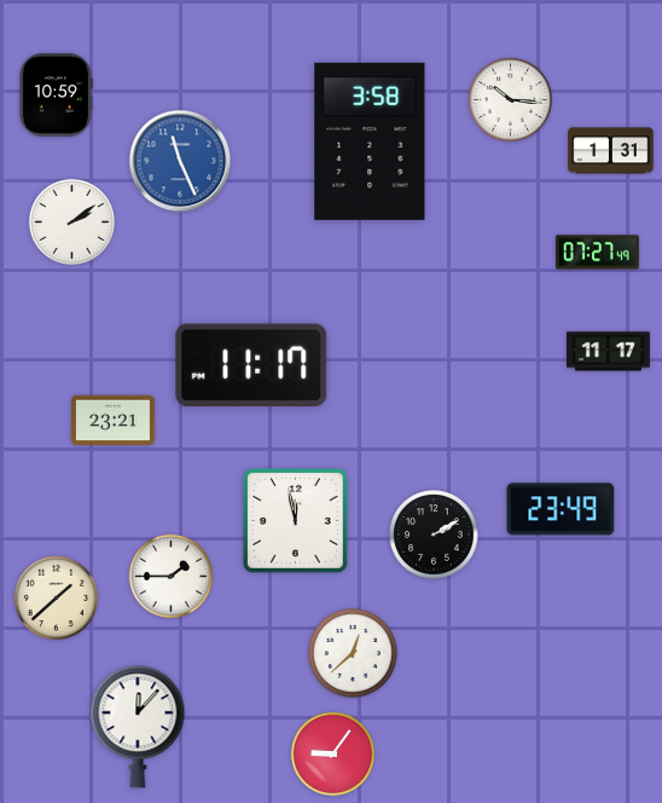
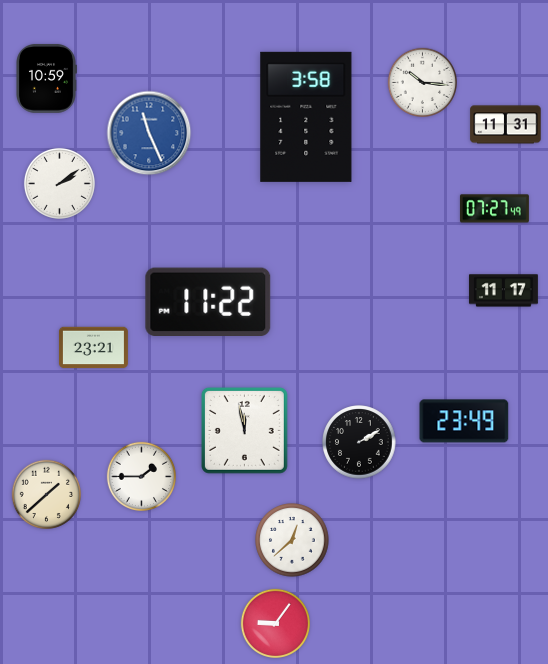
clock at (611, 151): 1:31 -> 11:31
clock at (251, 364): 11:17 -> 11:22
clock at (138, 727): 12:07 -> none
